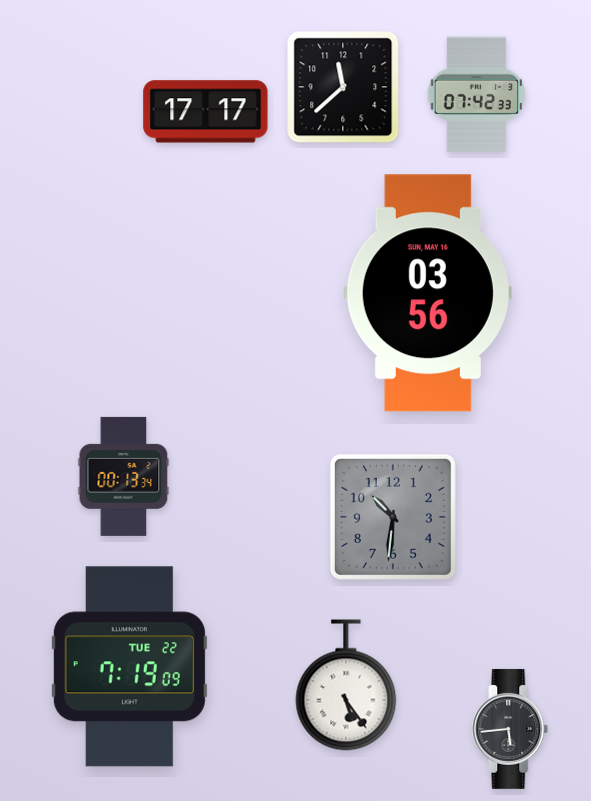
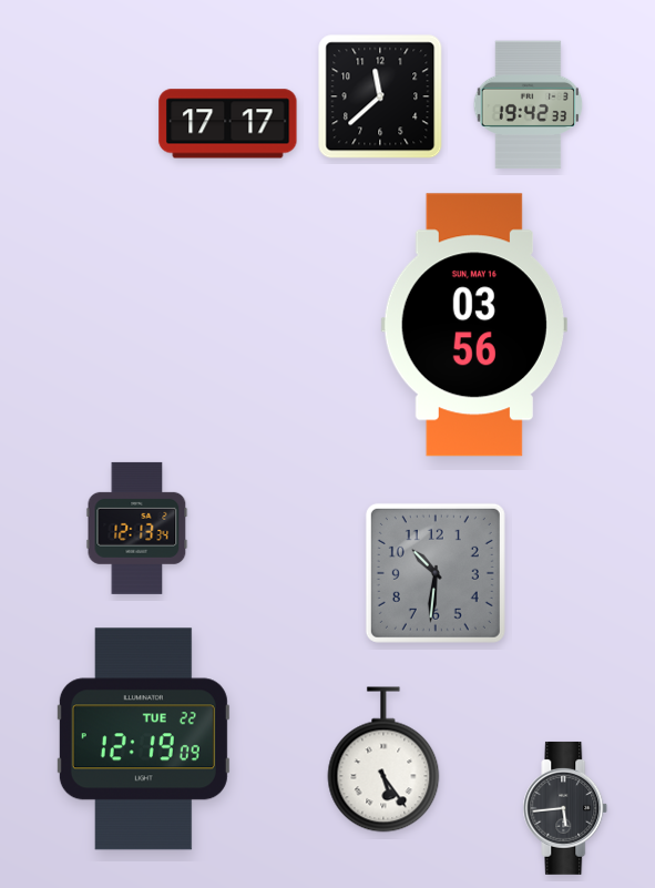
clock at (477, 95): 07:42 -> 19:42
clock at (124, 476): 00:13 -> 12:13
clock at (129, 667): 7:19 -> 12:19
